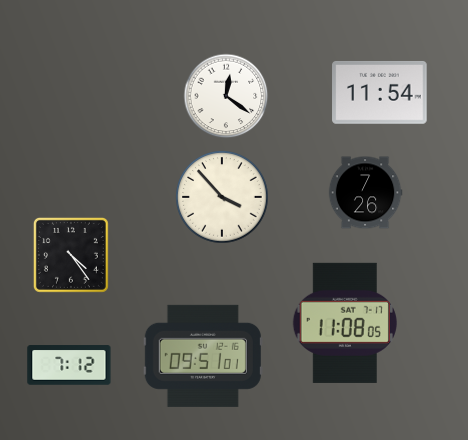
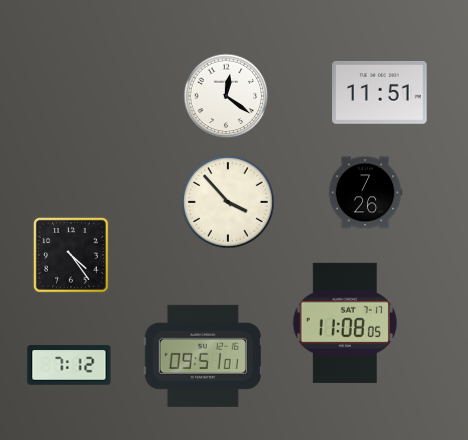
clock at (380, 93): 11:54 -> 11:51
clock at (223, 198) position: (223, 198) -> (229, 203)
